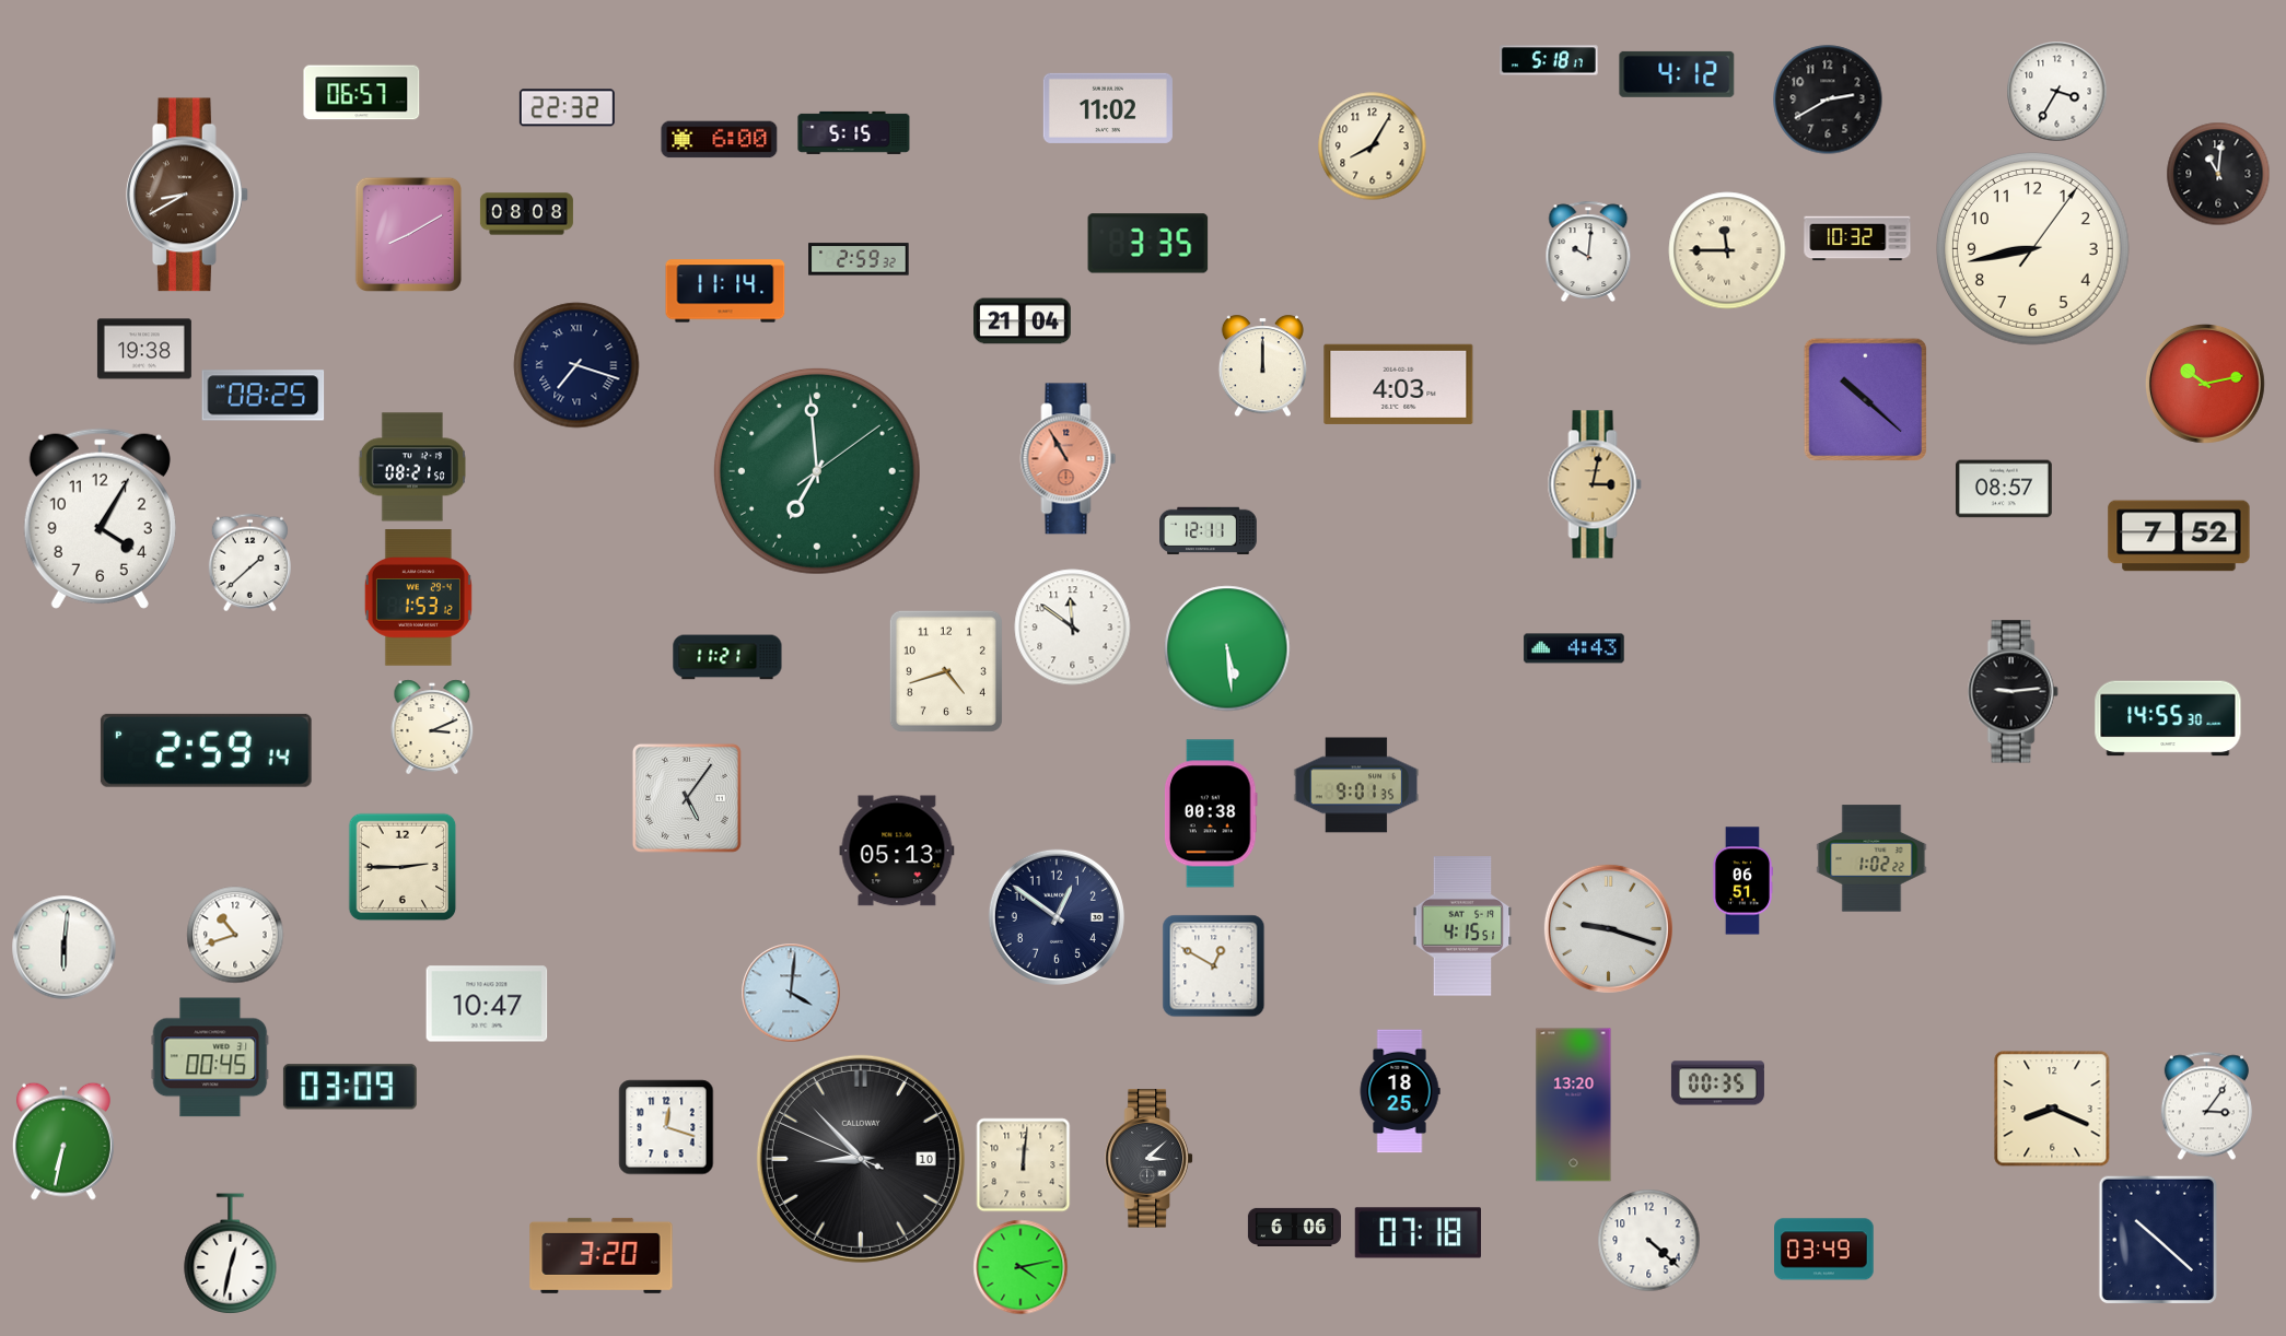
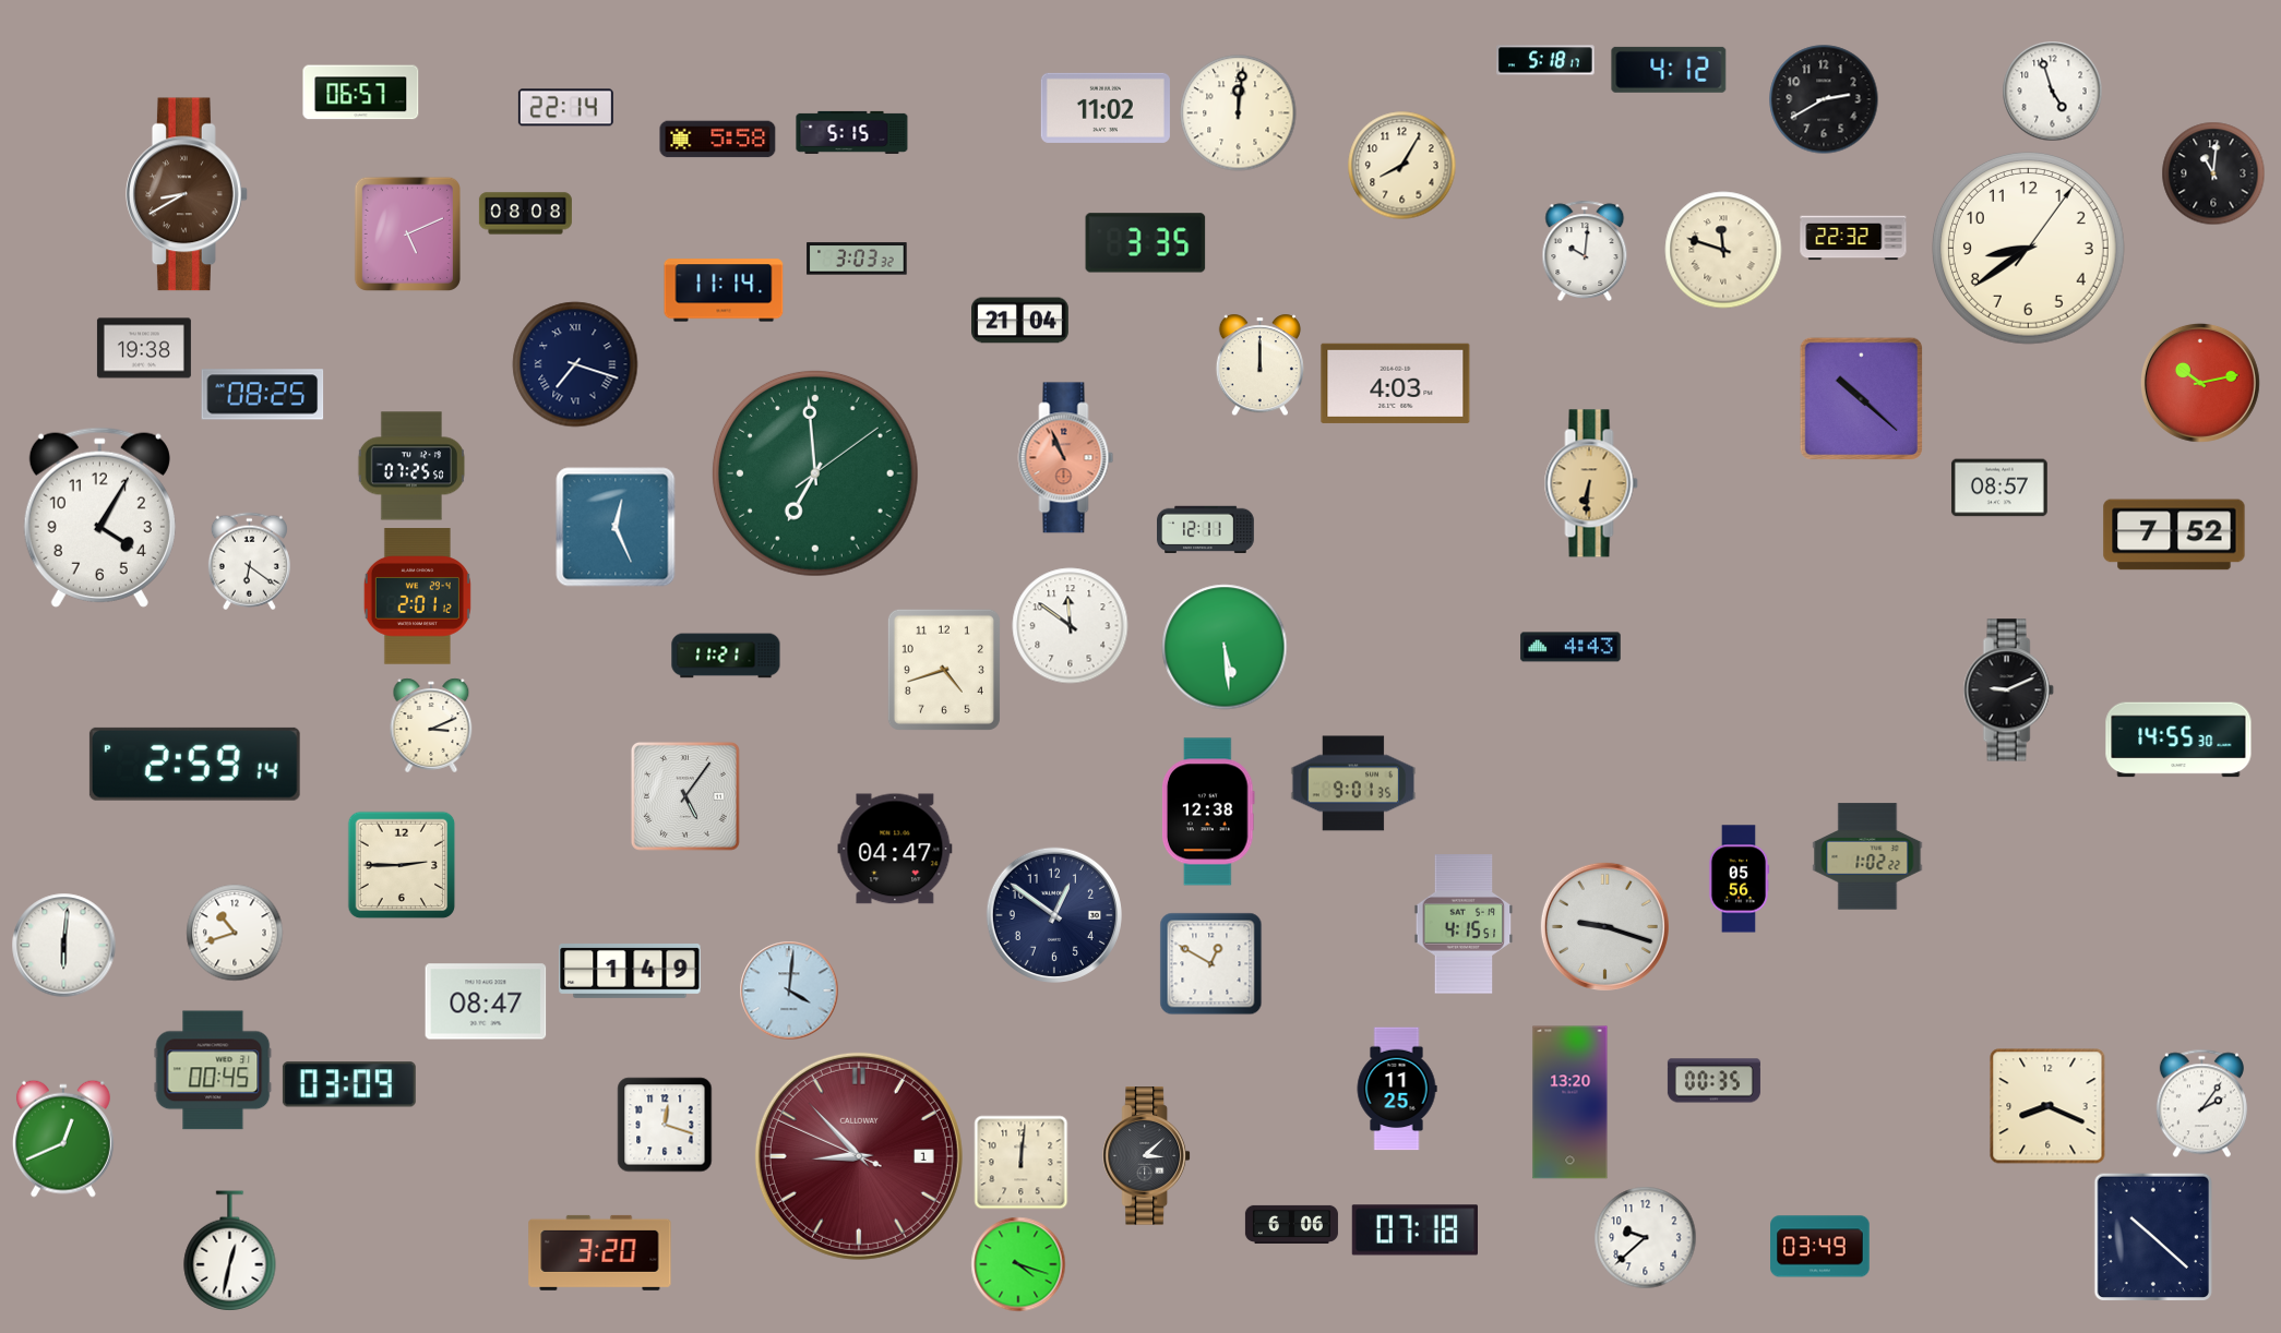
clock at (1677, 74) position: (1677, 74) -> (1669, 70)
clock at (2057, 92): 3:35 -> 4:57
clock at (567, 108): 22:32 -> 22:14
clock at (1239, 113): none -> 12:01
clock at (720, 140): 6:00 -> 5:58
clock at (1373, 147) position: (1373, 147) -> (1402, 166)
clock at (408, 234): 8:10 -> 5:11
clock at (1857, 238): 10:32 -> 22:32
clock at (2033, 249): 8:43 -> 8:39
clock at (1727, 250): 11:45 -> 11:48
clock at (859, 259): 2:59 -> 3:03
clock at (1069, 459): 10:55 -> 10:56
clock at (411, 467): 08:21 -> 07:25
clock at (817, 471) position: (817, 471) -> (815, 473)
clock at (1595, 484): 3:02 -> 6:31
clock at (616, 527): none -> 12:26
clock at (249, 563): 1:38 -> 6:21
clock at (418, 598): 1:53 -> 2:01
clock at (2013, 692): 9:14 -> 9:11
clock at (2168, 718) position: (2168, 718) -> (2178, 740)
clock at (206, 750) position: (206, 750) -> (194, 764)
clock at (1211, 813): 00:38 -> 12:38
clock at (897, 851): 05:13 -> 04:47
clock at (1741, 881): 06:51 -> 05:56
clock at (1462, 926) position: (1462, 926) -> (1464, 924)
clock at (630, 972): none -> 1:49
clock at (487, 1004): 10:47 -> 08:47
clock at (210, 1057) position: (210, 1057) -> (213, 1070)
clock at (1400, 1091): 18:25 -> 11:25
clock at (2206, 1106): 3:06 -> 2:06
clock at (63, 1141): 6:32 -> 12:41
clock at (861, 1159) date: 10 -> 1
clock at (861, 1159) dial: black -> burgundy
clock at (1649, 1241): 4:22 -> 9:38
clock at (1020, 1267): 4:13 -> 4:18
